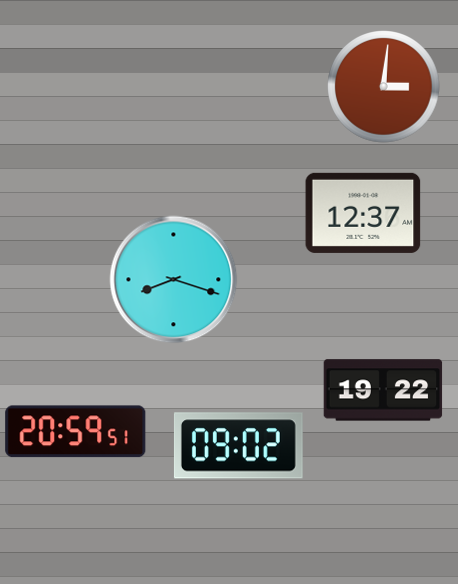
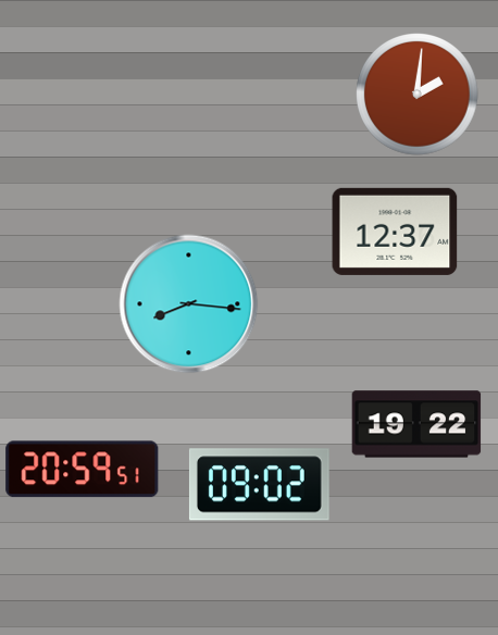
clock at (384, 87): 3:01 -> 2:01
clock at (174, 280): 8:18 -> 8:16
